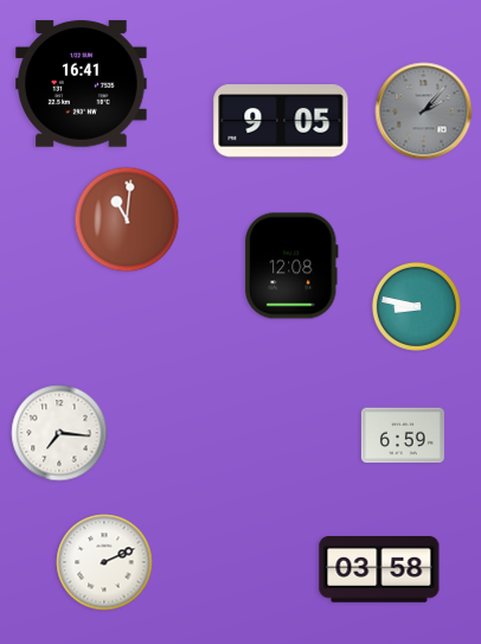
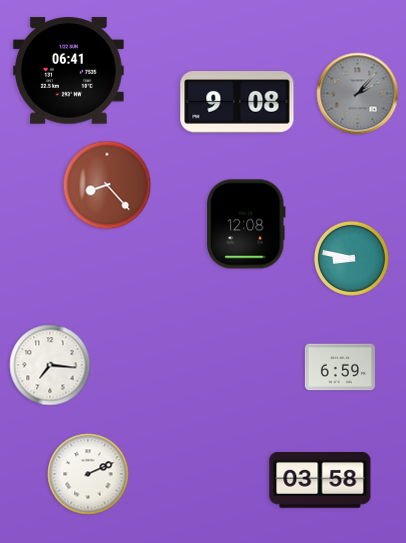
clock at (82, 84): 16:41 -> 06:41
clock at (281, 121): 9:05 -> 9:08
clock at (127, 219): 11:01 -> 8:23
